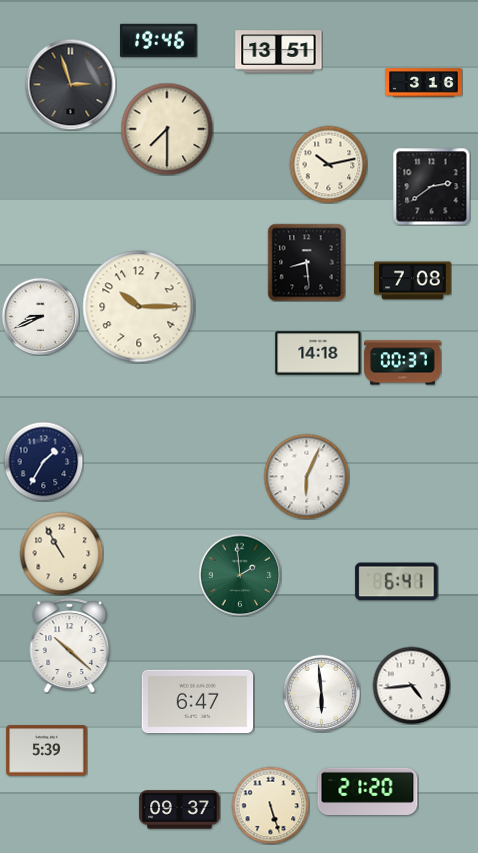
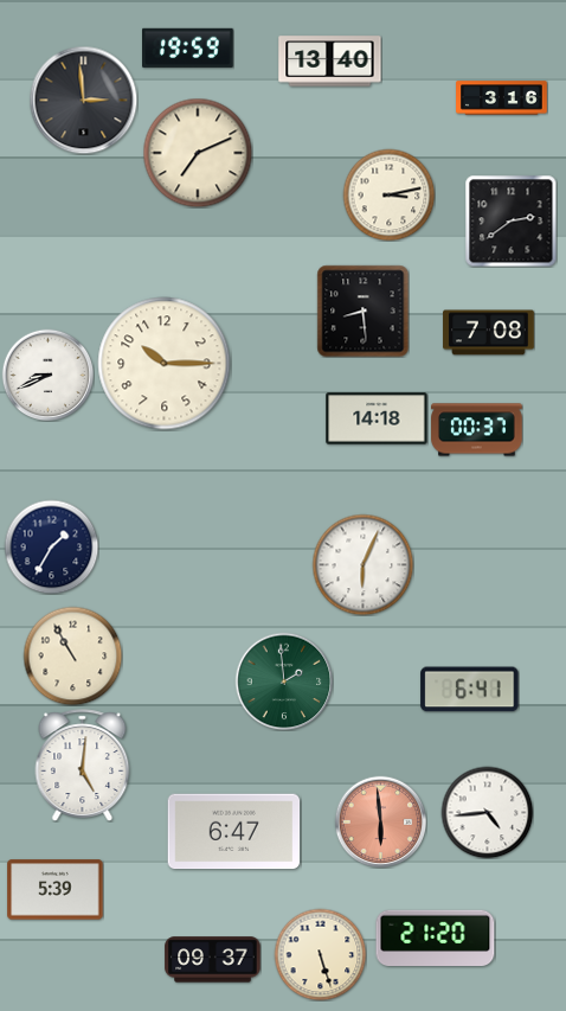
clock at (159, 40): 19:46 -> 19:59
clock at (279, 52): 13:51 -> 13:40
clock at (70, 84): 2:57 -> 2:59
clock at (167, 129): 7:30 -> 7:11
clock at (328, 164): 10:13 -> 3:13
clock at (70, 646): 10:22 -> 5:01
clock at (321, 693) dial: white -> salmon
